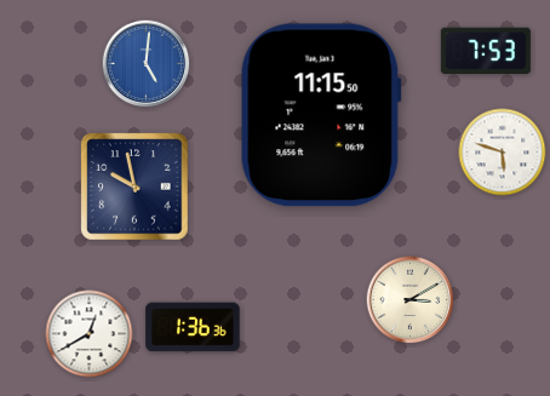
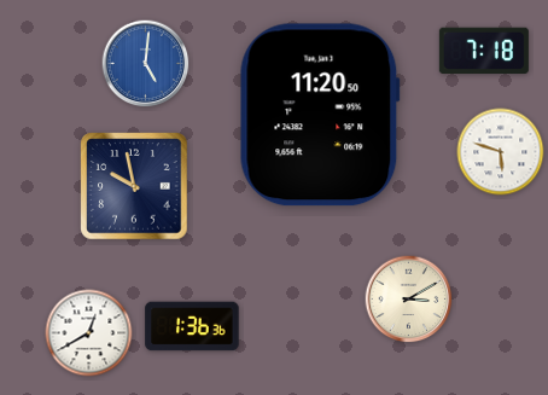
clock at (486, 51): 7:53 -> 7:18
clock at (321, 115): 11:15 -> 11:20
